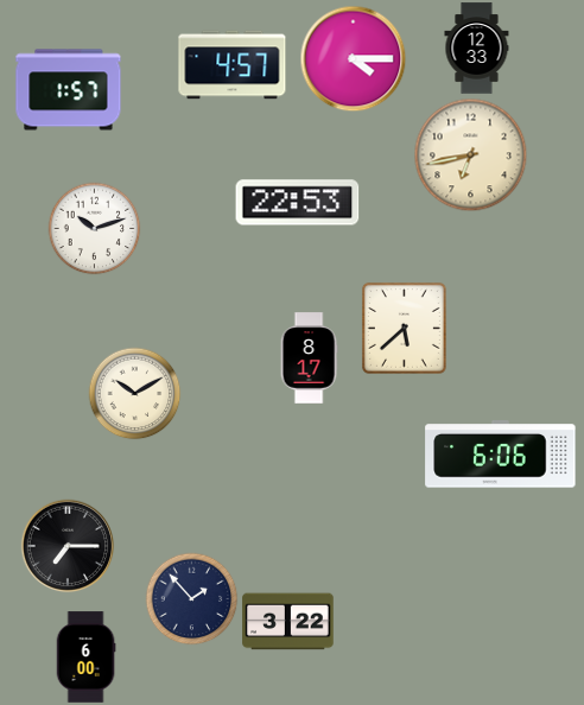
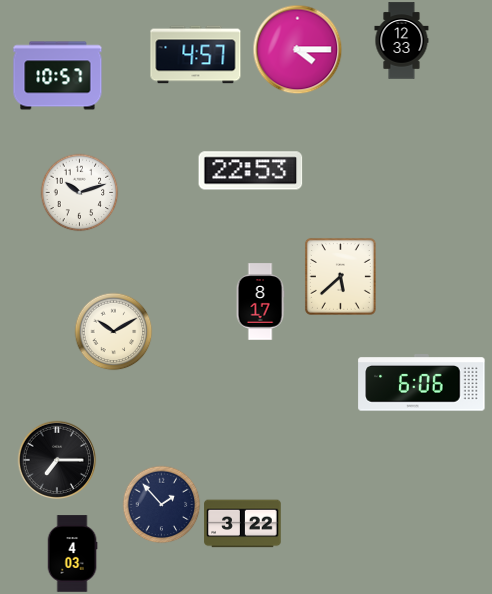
clock at (69, 90): 1:57 -> 10:57
clock at (470, 154): 6:43 -> none
clock at (85, 658): 6:00 -> 4:03
